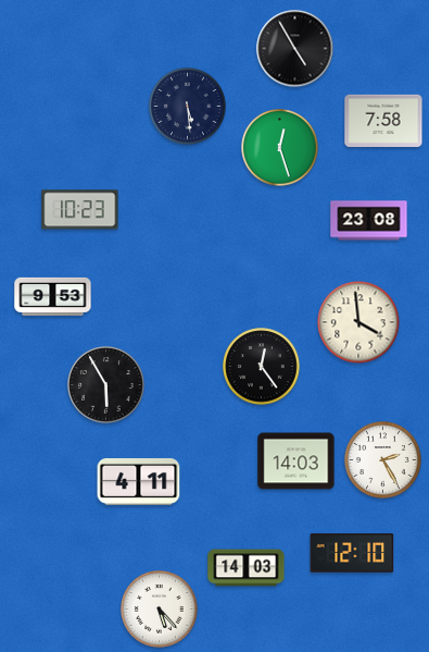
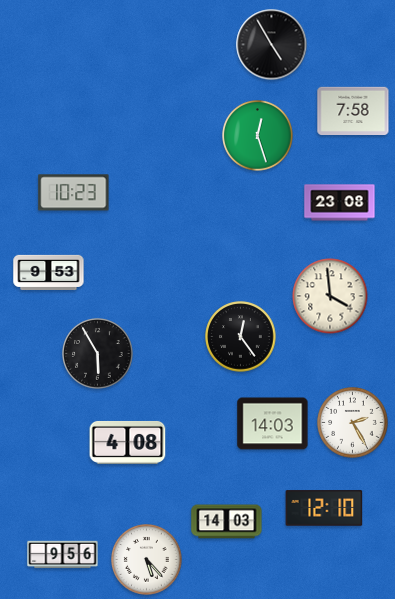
clock at (188, 107): 5:29 -> none
clock at (139, 481): 4:11 -> 4:08
clock at (63, 555): none -> 9:56
